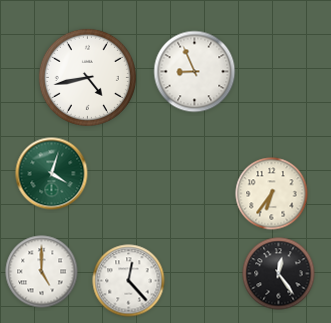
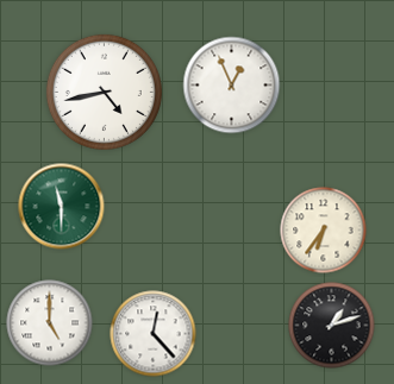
clock at (195, 72): 8:56 -> 12:56
clock at (52, 174): 4:03 -> 11:30
clock at (279, 274): 12:24 -> 1:12
